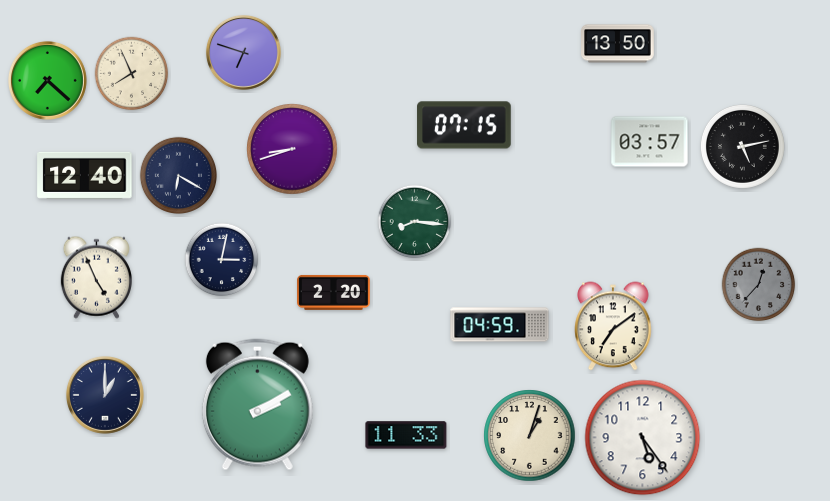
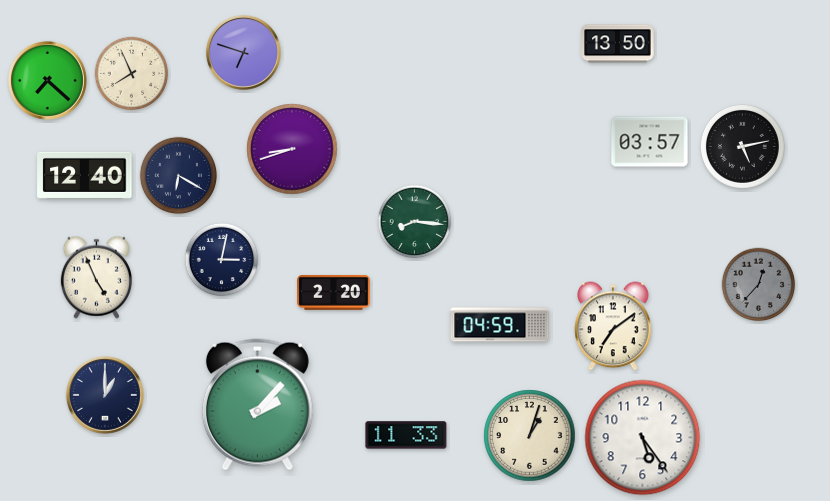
clock at (464, 125): 07:15 -> none
clock at (257, 405): 2:10 -> 2:07
